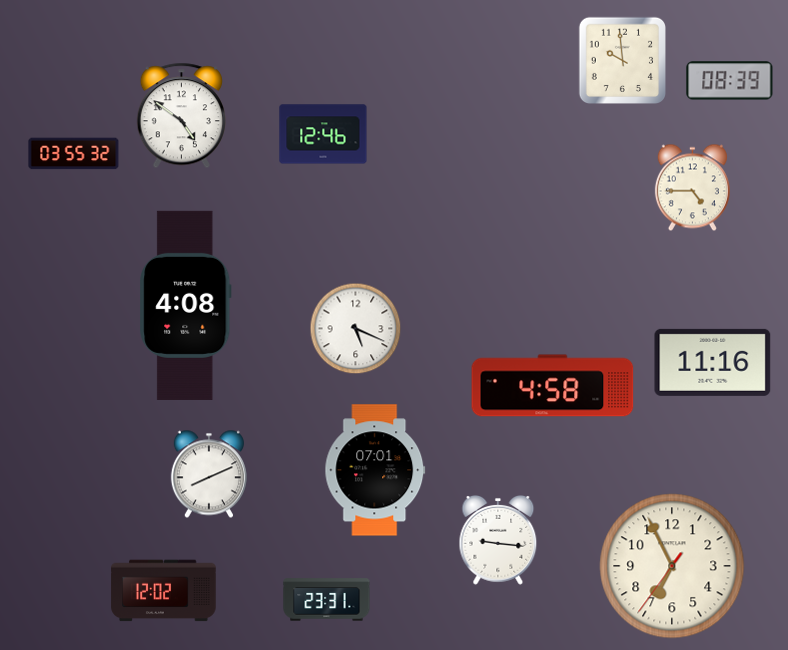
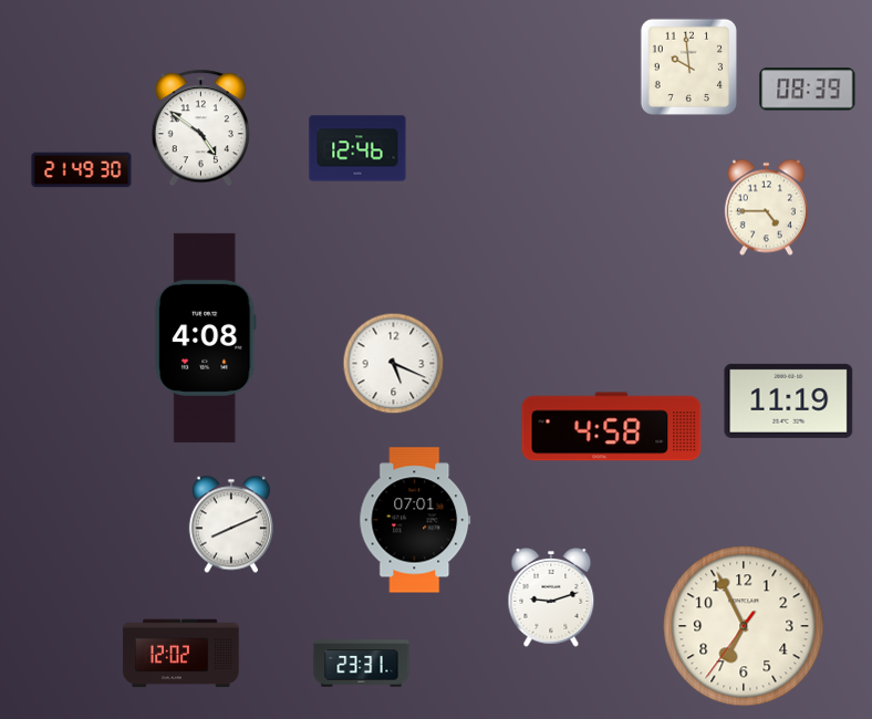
clock at (74, 154): 03:55 -> 21:49
clock at (713, 362): 11:16 -> 11:19
clock at (498, 541): 9:16 -> 9:12
